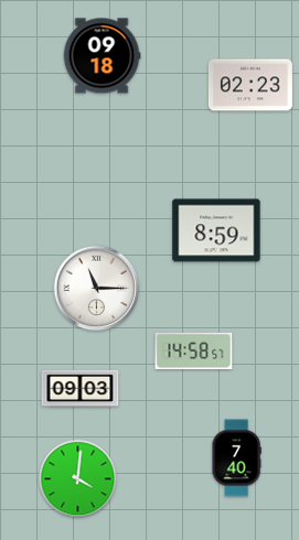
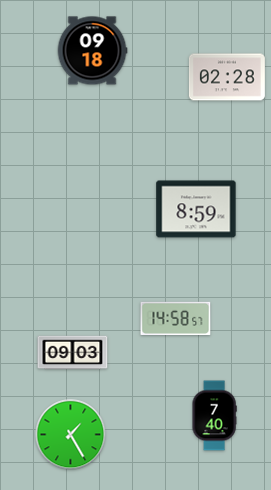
clock at (250, 85): 02:23 -> 02:28
clock at (97, 289): 11:15 -> none
clock at (78, 479): 4:01 -> 1:25
